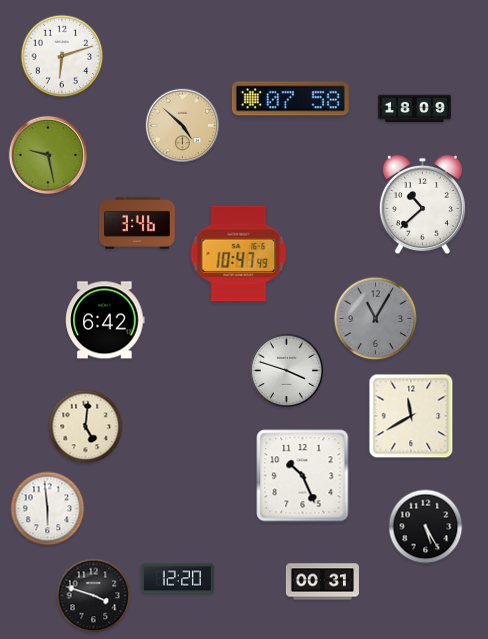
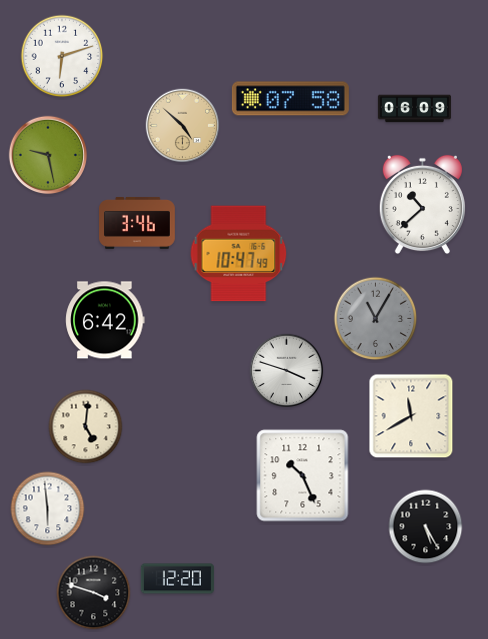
clock at (414, 109): 18:09 -> 06:09
clock at (322, 582): 00:31 -> none
clock at (94, 596) position: (94, 596) -> (94, 593)
